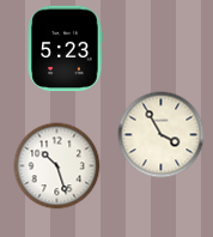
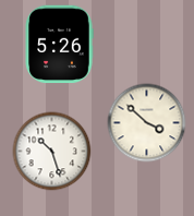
clock at (65, 49): 5:23 -> 5:26
clock at (162, 135): 3:55 -> 3:52
